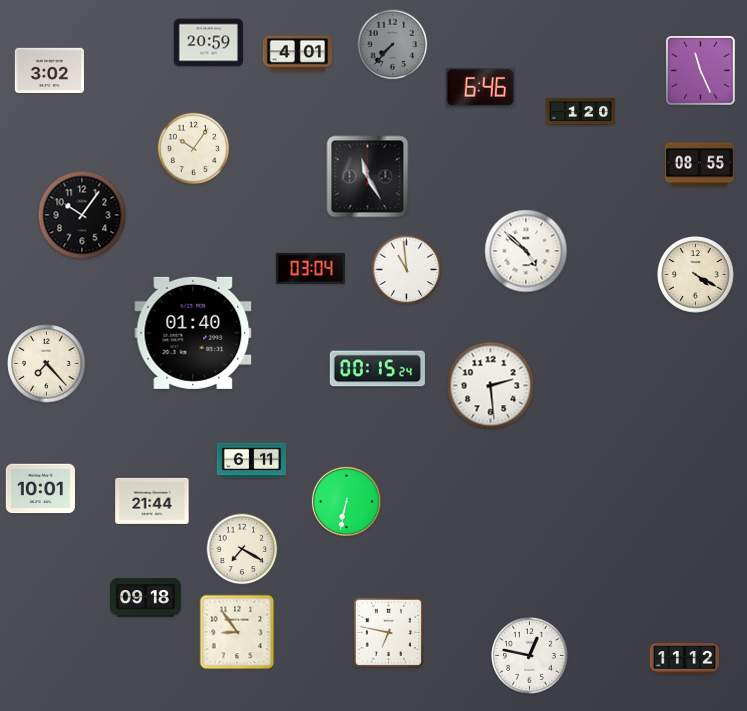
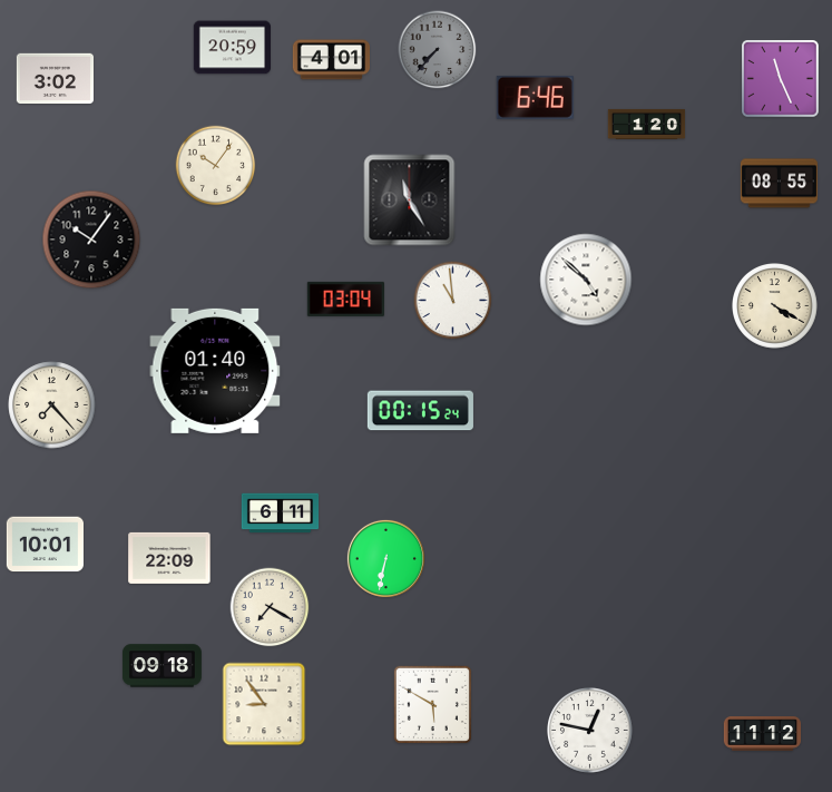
clock at (368, 177) position: (368, 177) -> (410, 201)
clock at (491, 386): 2:29 -> none
clock at (152, 501): 21:44 -> 22:09
clock at (242, 549) position: (242, 549) -> (270, 607)
clock at (388, 632): 6:47 -> 5:50
